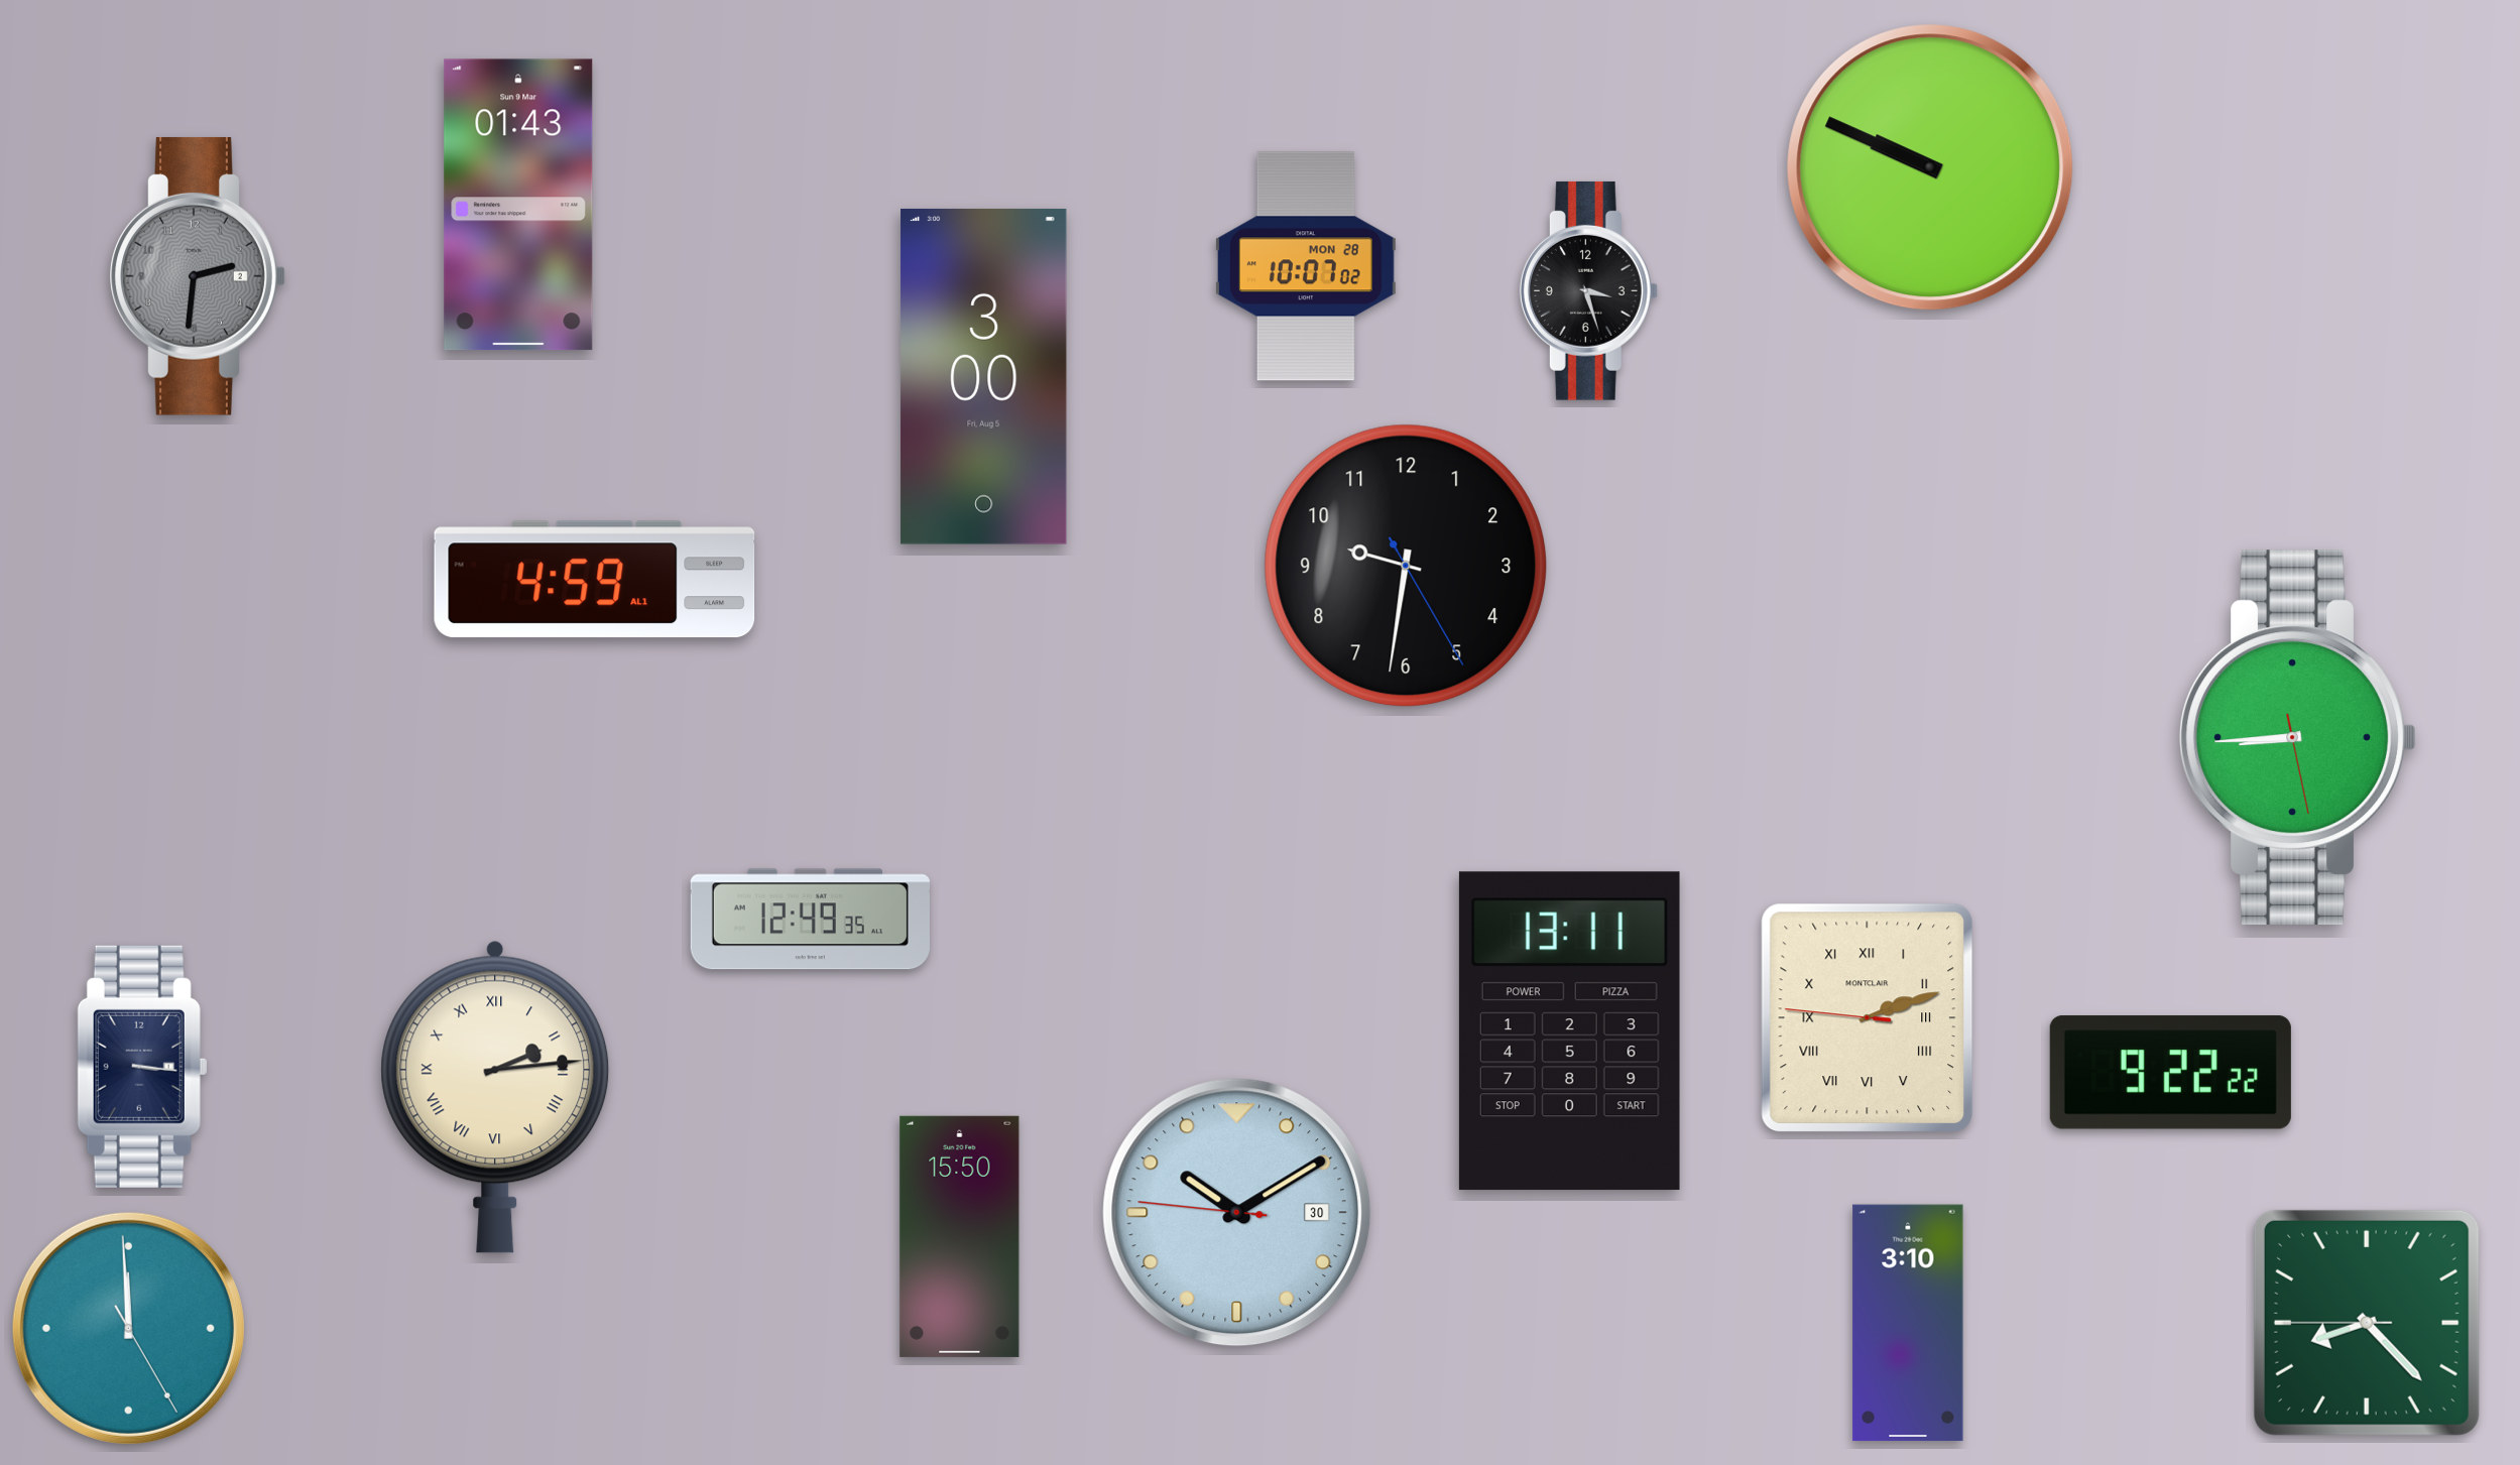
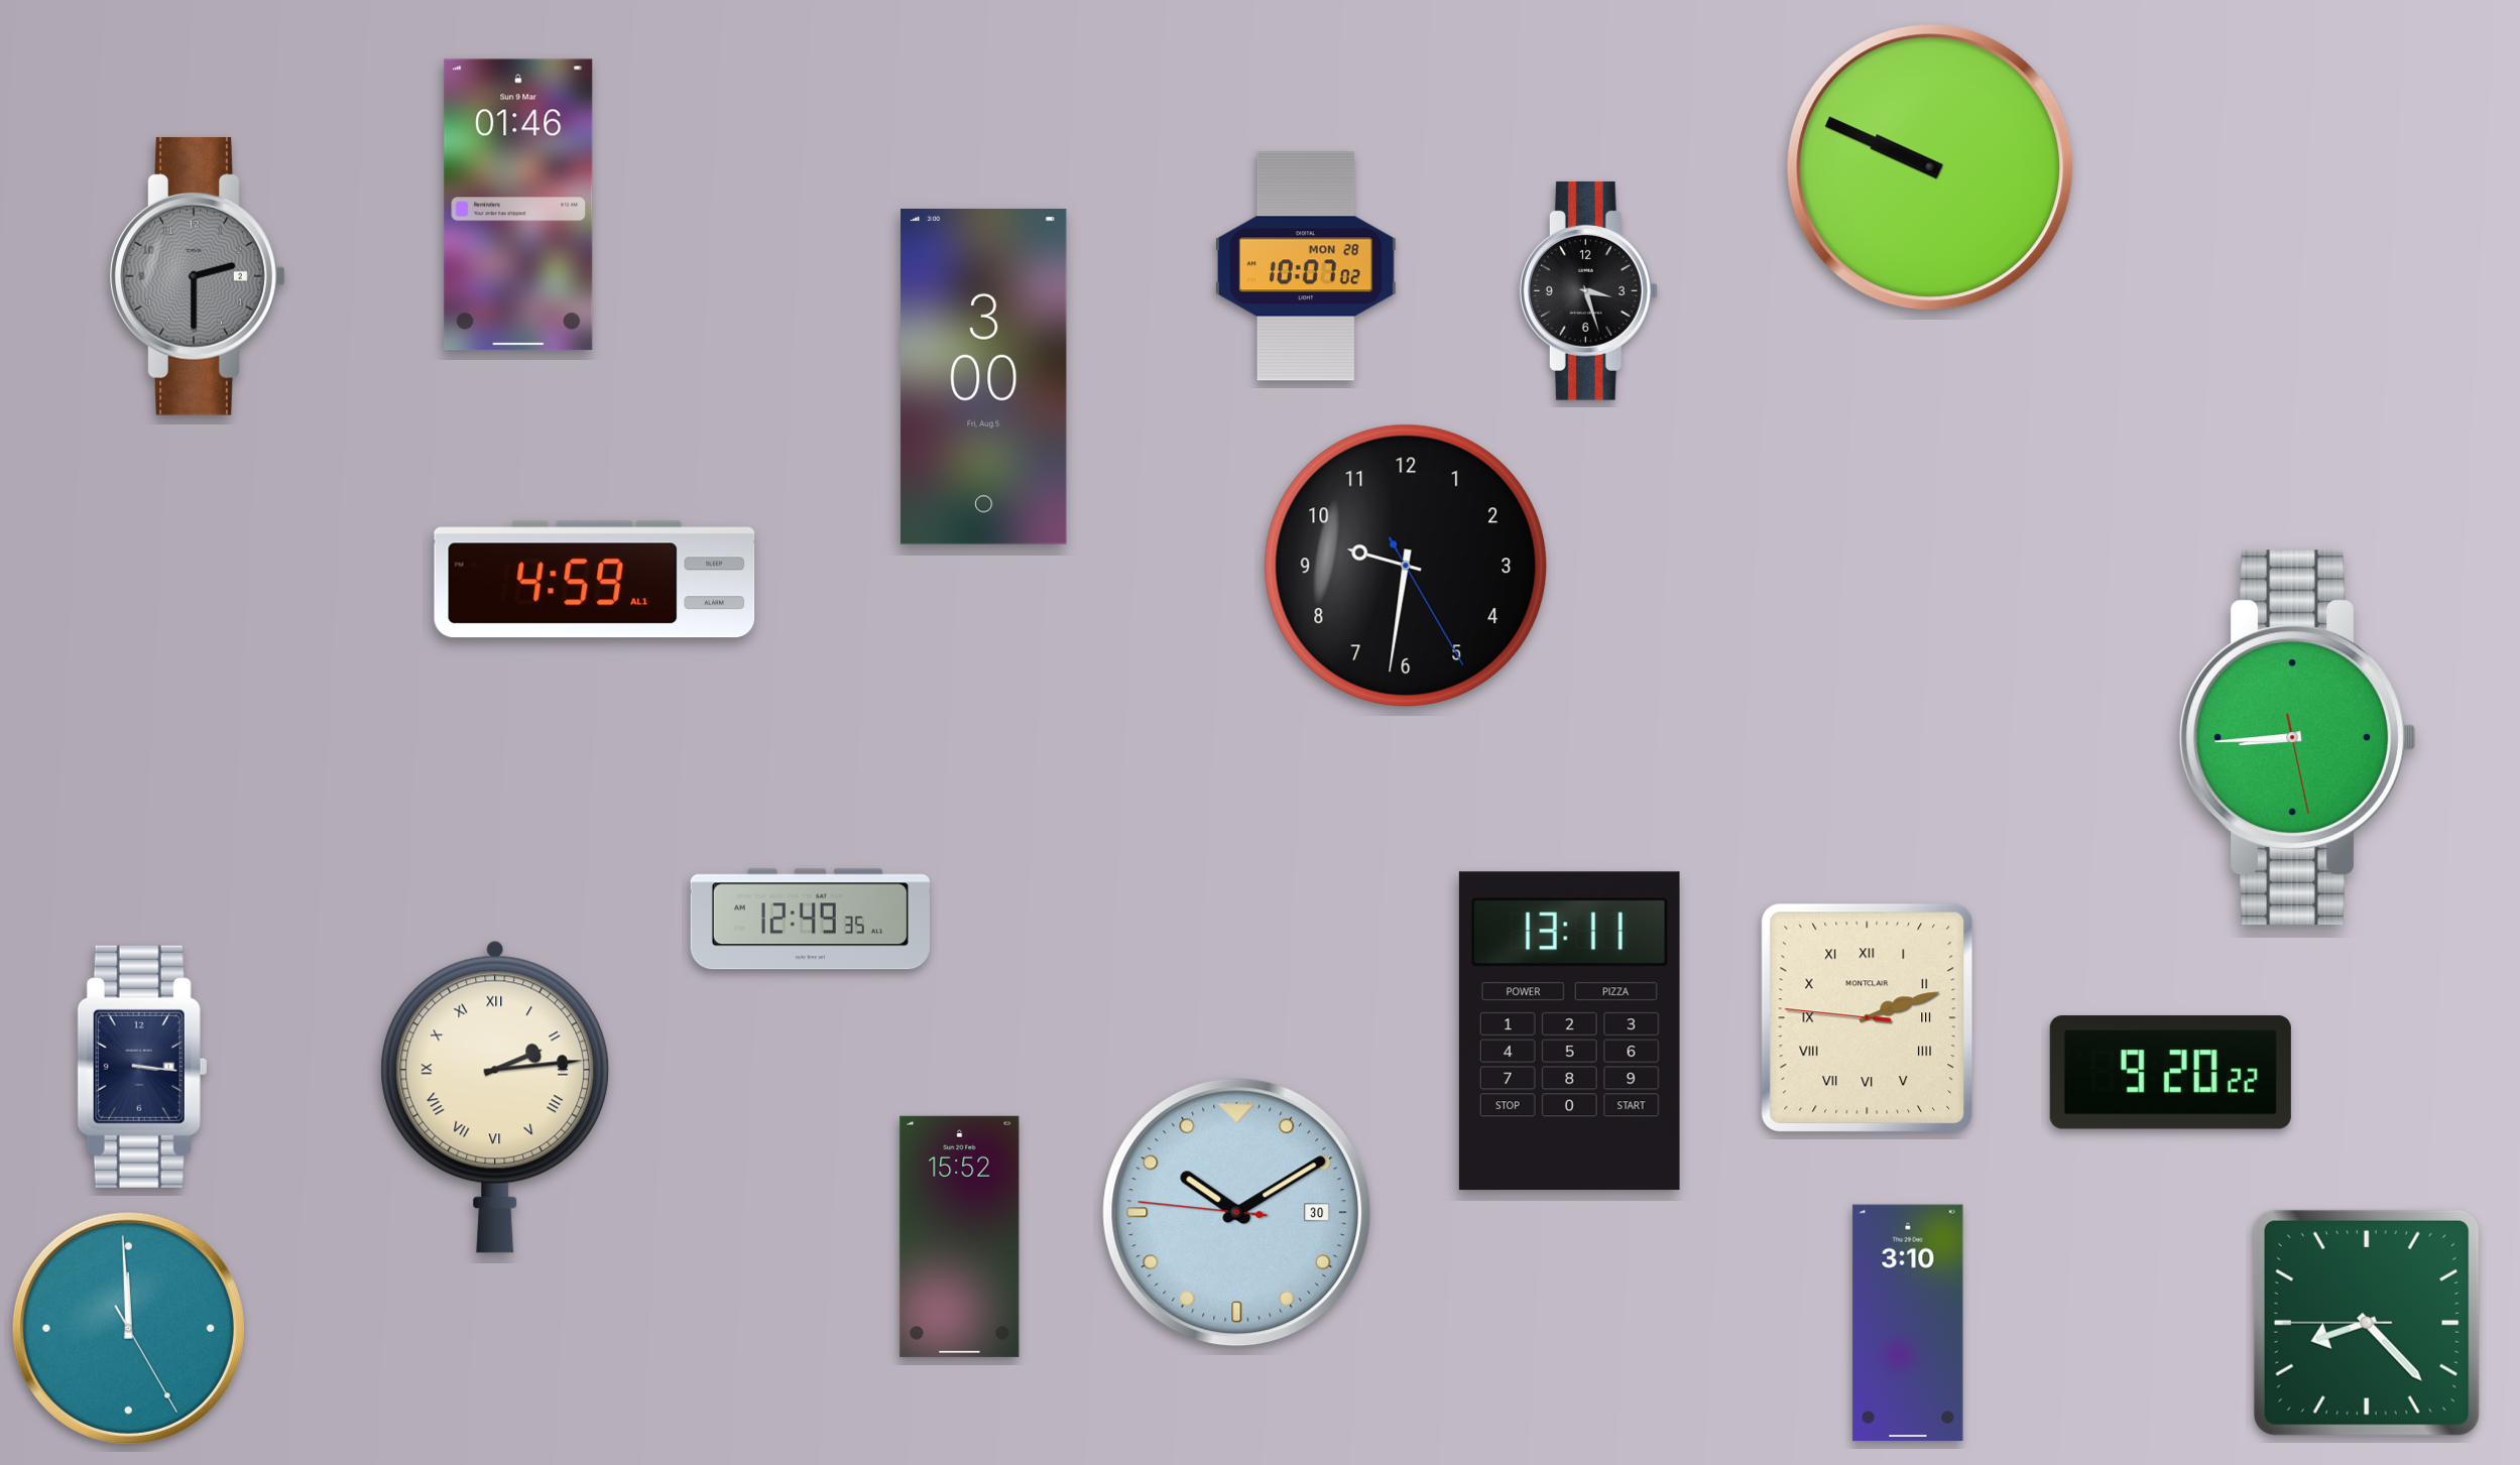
clock at (518, 205): 01:43 -> 01:46
clock at (198, 276): 2:31 -> 2:30
clock at (2170, 1073): 9:22 -> 9:20
clock at (960, 1236): 15:50 -> 15:52
